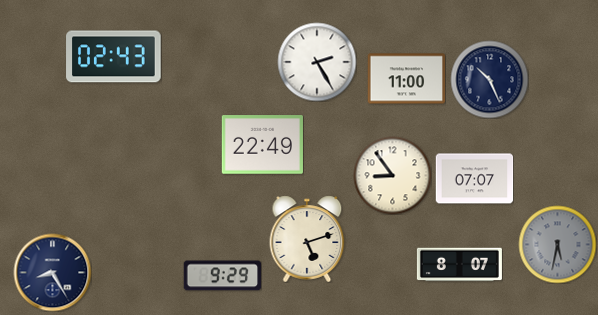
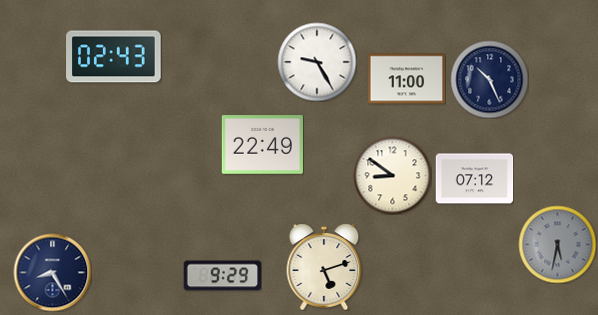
clock at (317, 62): 2:25 -> 9:25
clock at (392, 175): 8:54 -> 8:51
clock at (474, 179): 07:07 -> 07:12
clock at (307, 239) position: (307, 239) -> (324, 267)
clock at (459, 265): 8:07 -> none
